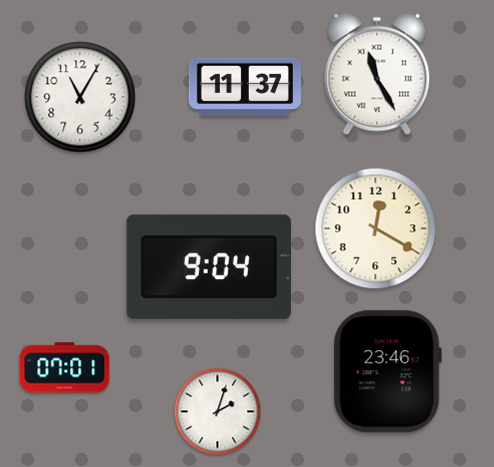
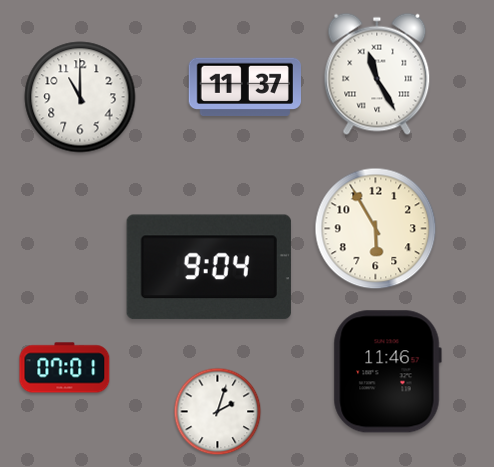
clock at (80, 97): 11:05 -> 11:00
clock at (376, 229): 12:20 -> 5:55
clock at (387, 372): 23:46 -> 11:46
